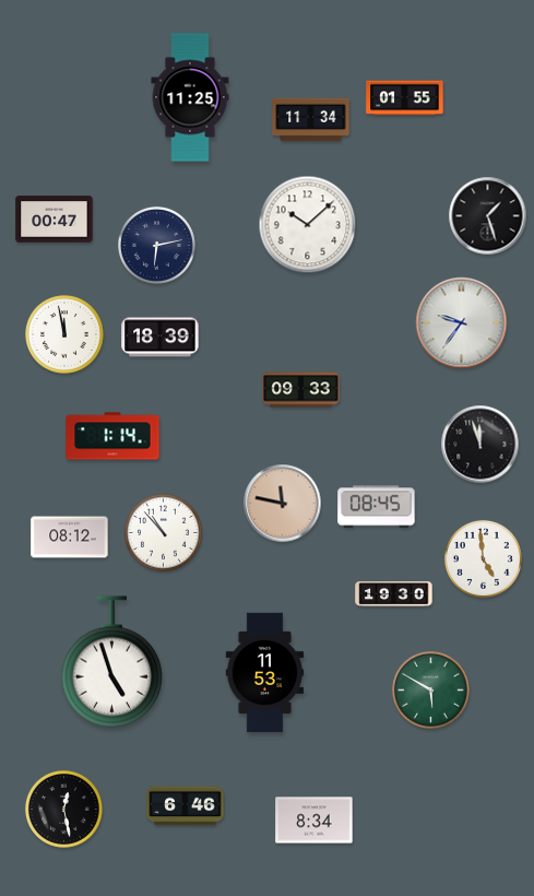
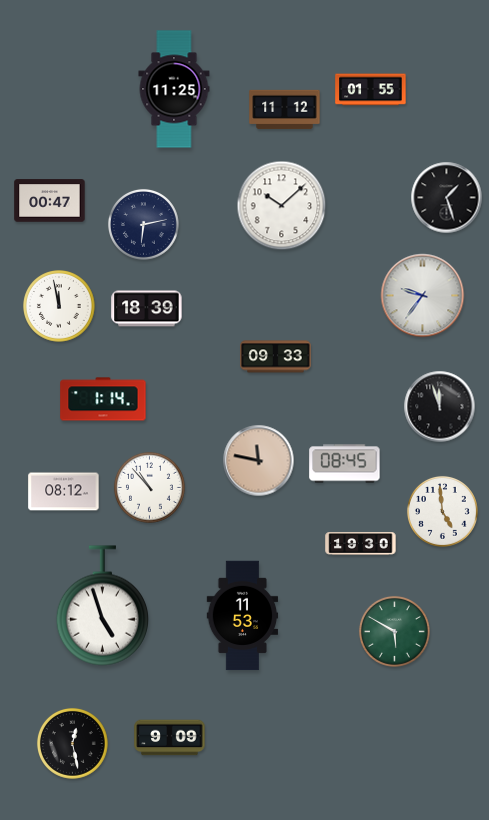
clock at (311, 120): 11:34 -> 11:12
clock at (186, 806): 6:46 -> 9:09
clock at (63, 809) position: (63, 809) -> (72, 743)
clock at (315, 821): 8:34 -> none
